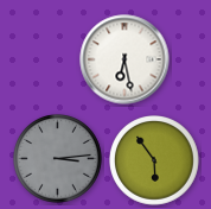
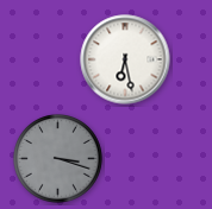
clock at (58, 159): 3:14 -> 3:18
clock at (155, 161): 5:54 -> none
